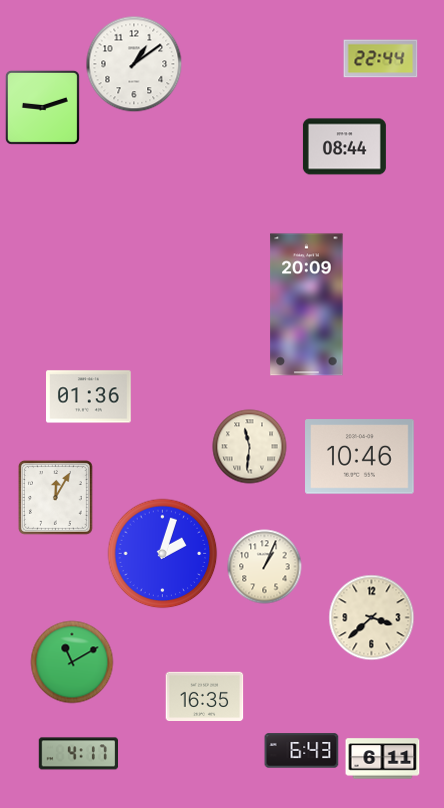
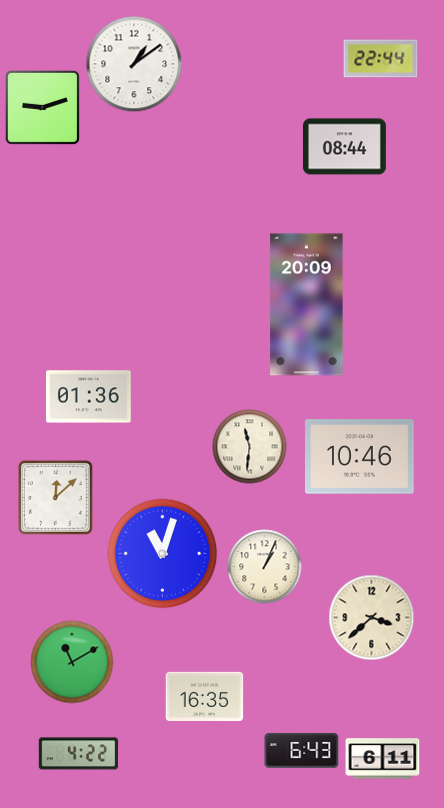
clock at (56, 498): 12:05 -> 12:08
clock at (163, 554): 2:03 -> 11:03
clock at (79, 754): 4:17 -> 4:22
